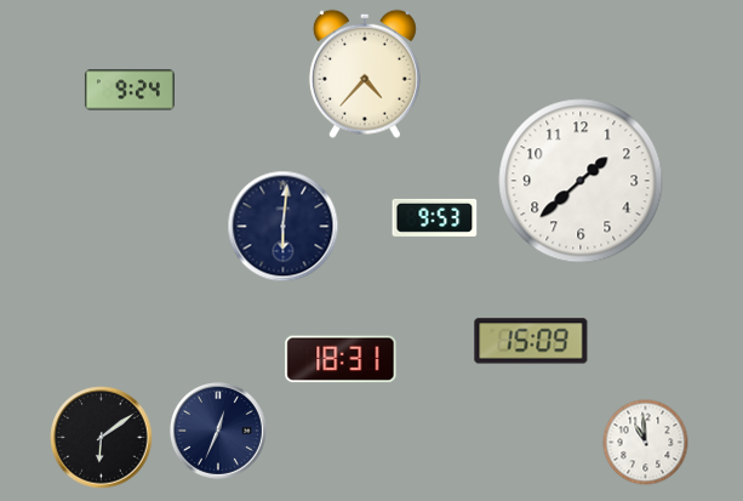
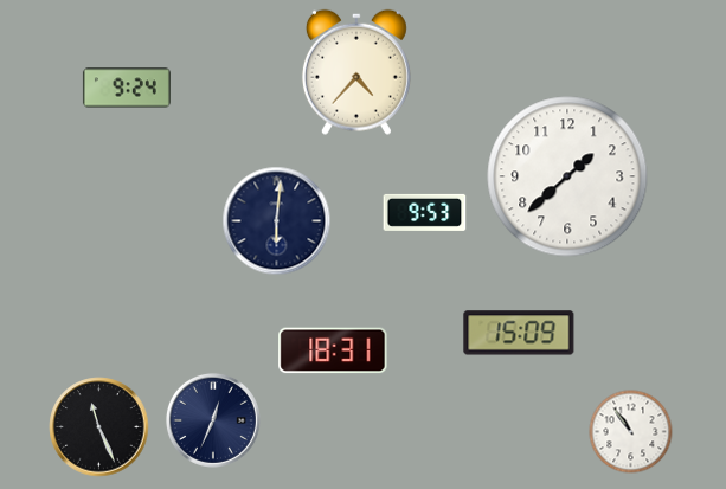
clock at (102, 438): 6:09 -> 11:26
clock at (646, 443): 10:59 -> 10:54
